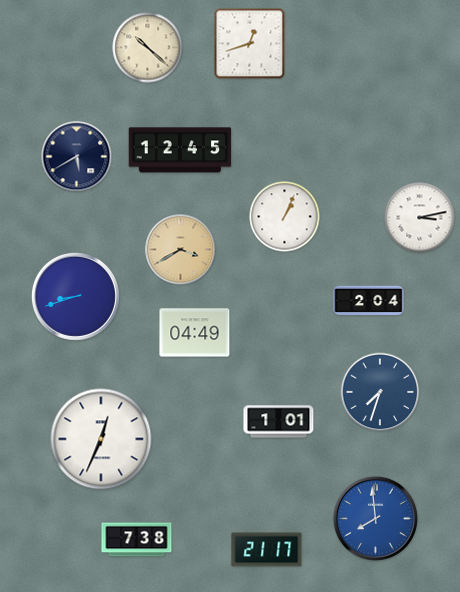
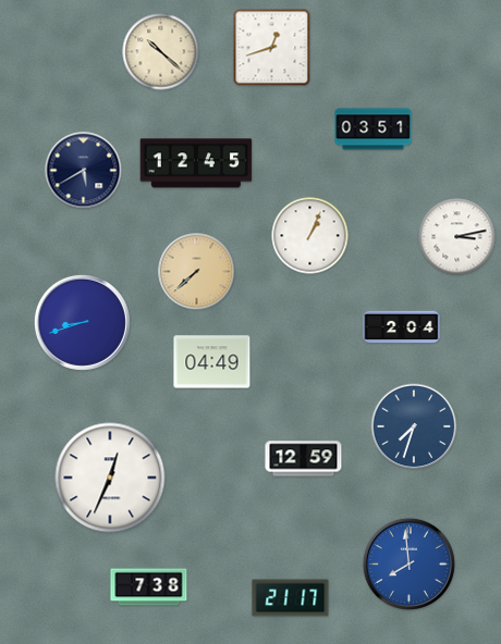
clock at (374, 129): none -> 03:51
clock at (181, 250): 3:40 -> 7:38
clock at (279, 422): 1:01 -> 12:59
